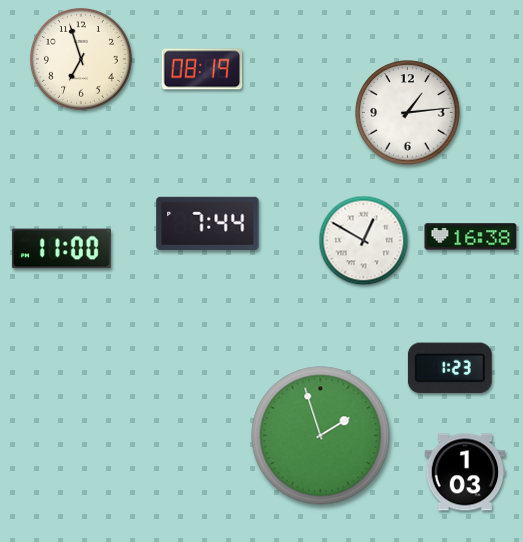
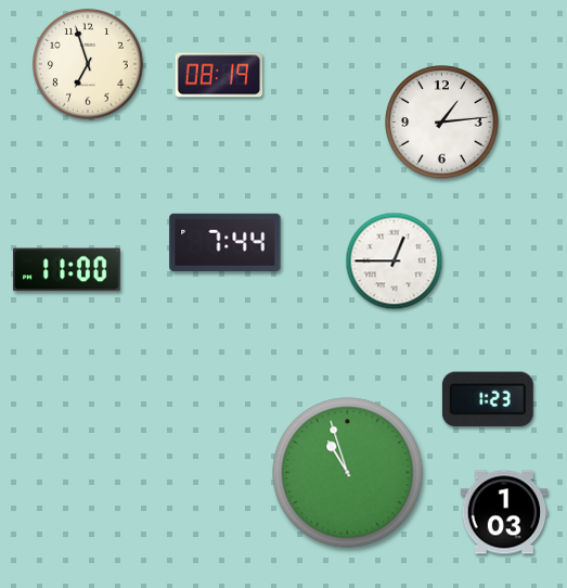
clock at (471, 237): 16:38 -> none
clock at (364, 241): 12:50 -> 12:45
clock at (321, 436): 1:57 -> 10:57
